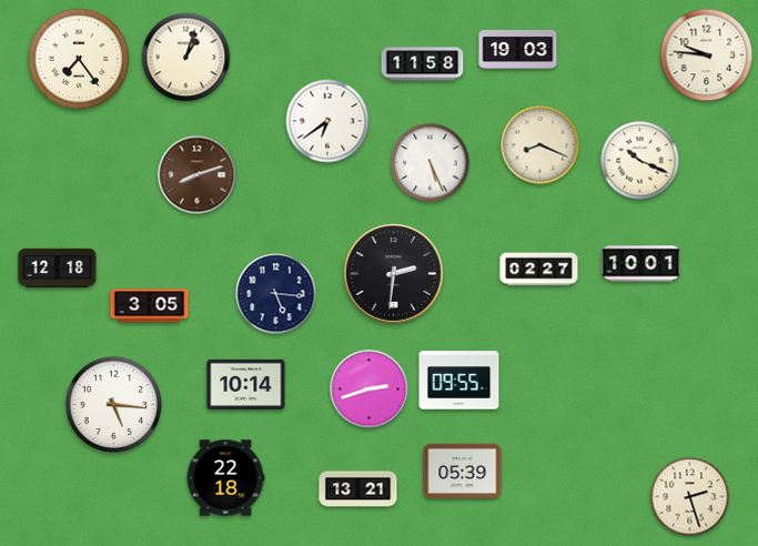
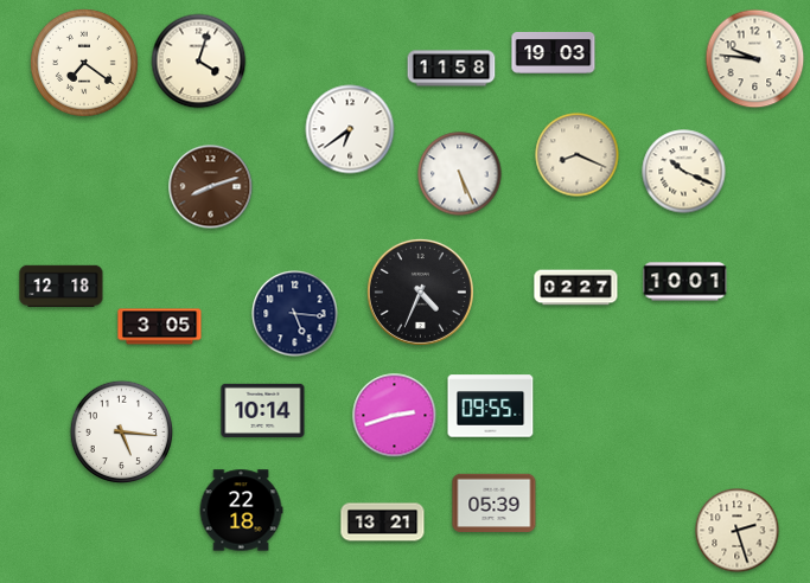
clock at (186, 58): 1:03 -> 4:03
clock at (79, 59): 7:24 -> 7:21
clock at (393, 273): 2:31 -> 4:34
